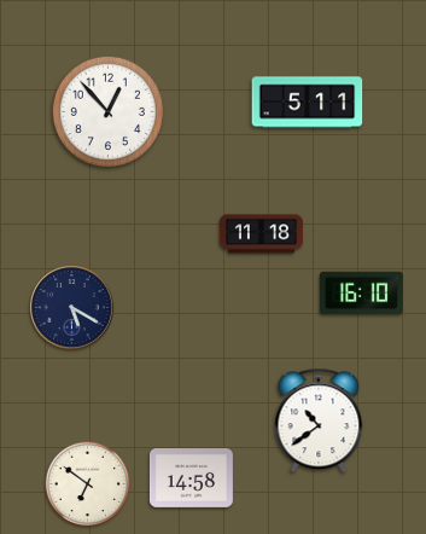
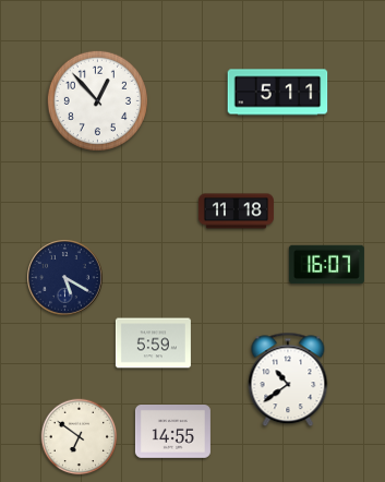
clock at (361, 294): 16:10 -> 16:07
clock at (153, 344): none -> 5:59
clock at (191, 478): 14:58 -> 14:55
